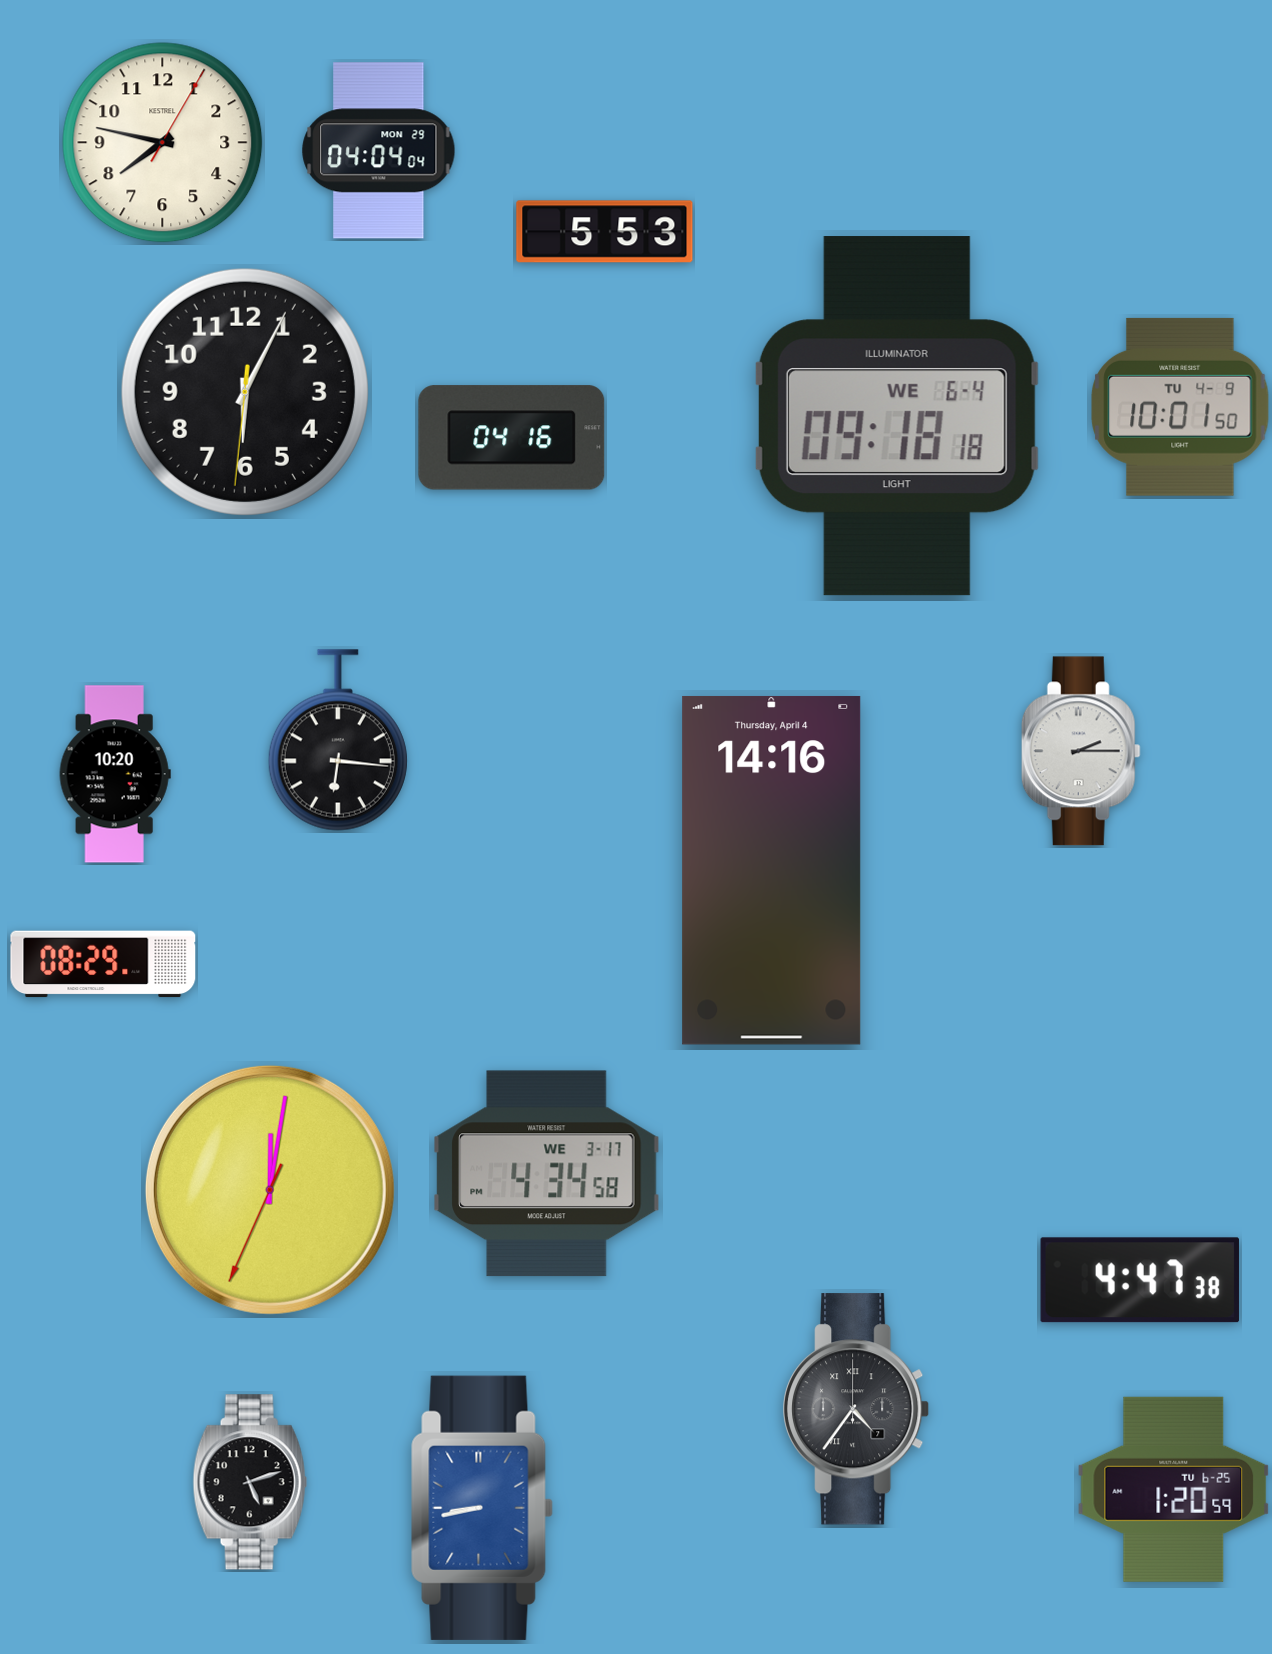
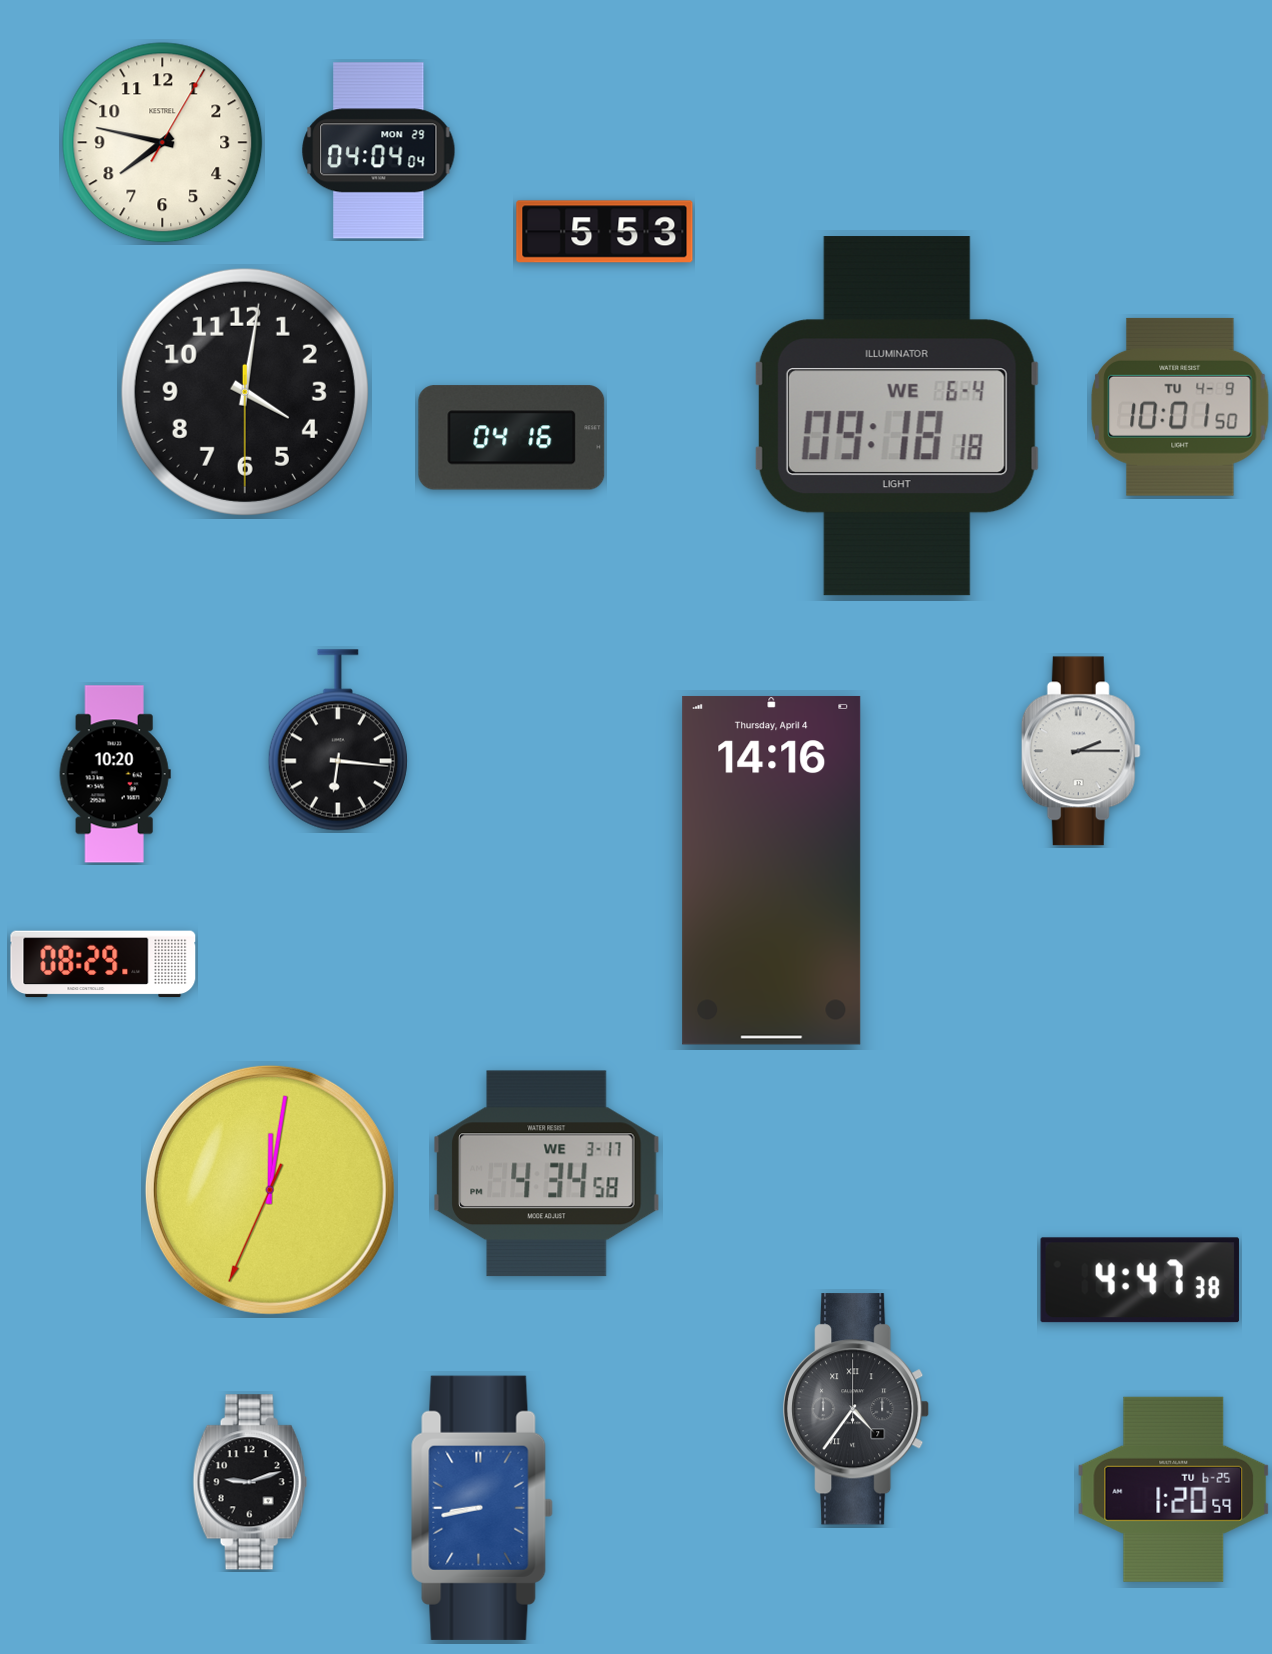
clock at (245, 392): 6:04 -> 4:01
clock at (250, 1482): 5:12 -> 9:12
